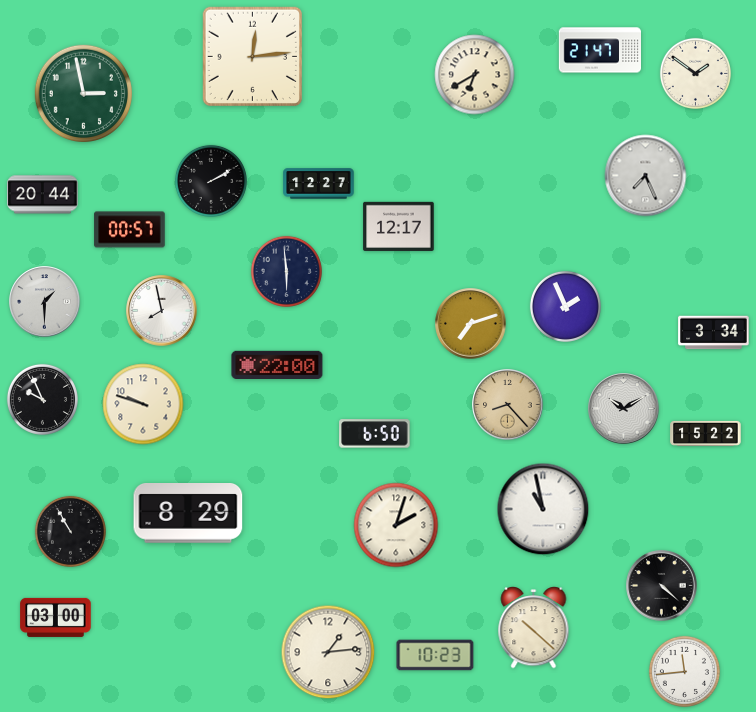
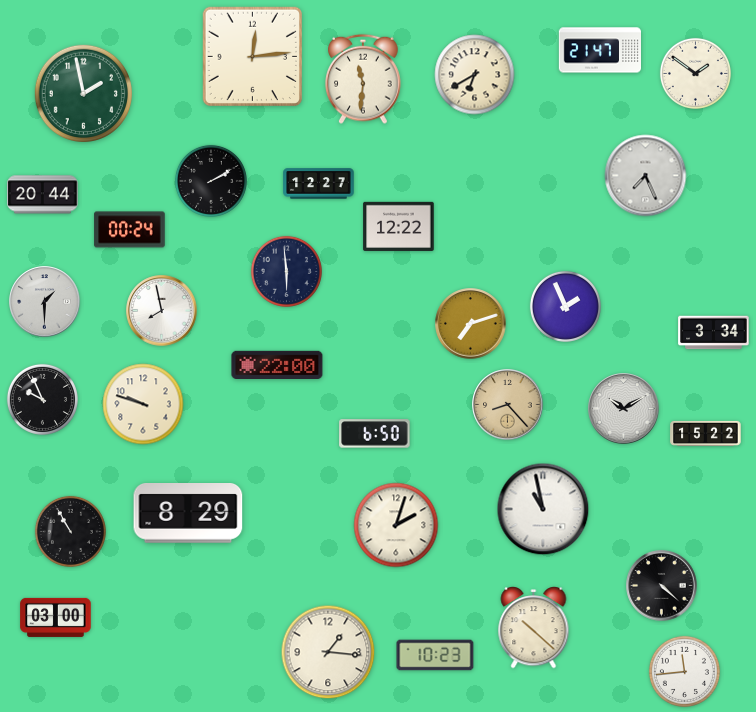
clock at (363, 79): none -> 11:31
clock at (83, 93): 2:58 -> 1:58
clock at (399, 226): 12:17 -> 12:22
clock at (130, 230): 00:57 -> 00:24
clock at (328, 652): 1:14 -> 1:16
